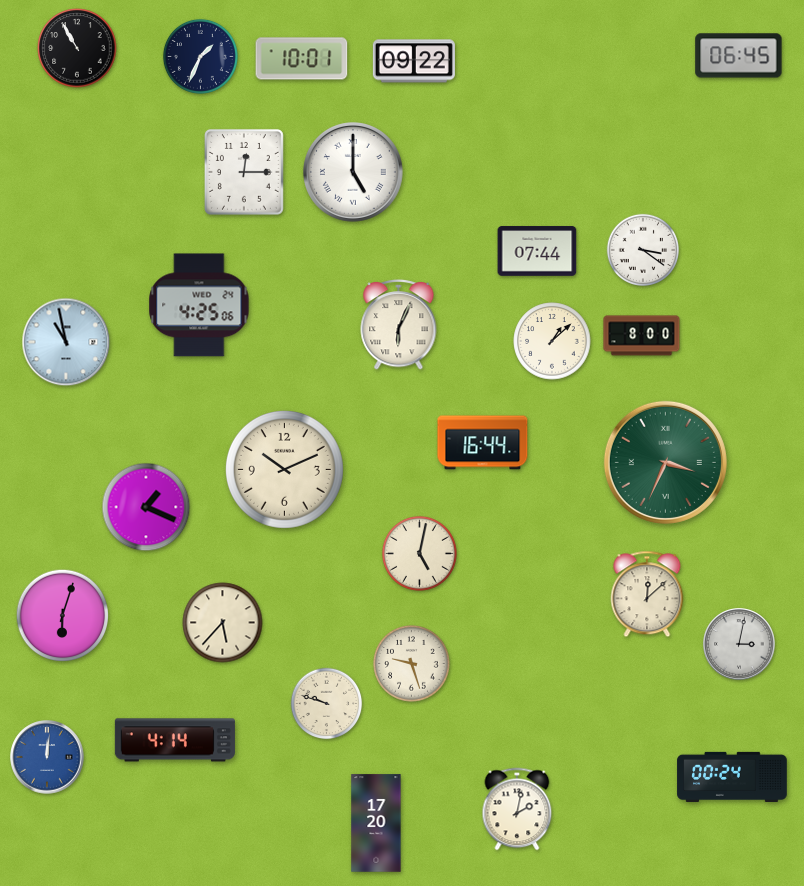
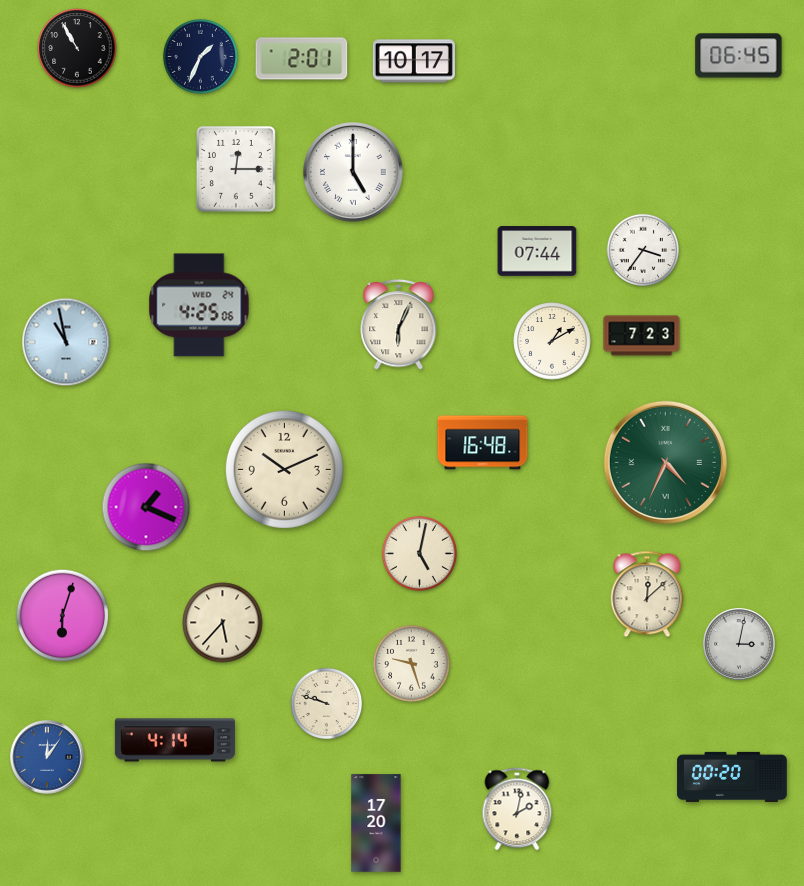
clock at (302, 59): 10:01 -> 2:01
clock at (414, 61): 09:22 -> 10:17
clock at (244, 172) position: (244, 172) -> (236, 169)
clock at (642, 249): 3:21 -> 3:36
clock at (642, 336): 8:00 -> 7:23
clock at (552, 341): 1:08 -> 1:10
clock at (483, 443): 16:44 -> 16:48
clock at (665, 462): 3:34 -> 4:34
clock at (47, 757): 12:01 -> 12:06
clock at (732, 777): 00:24 -> 00:20
